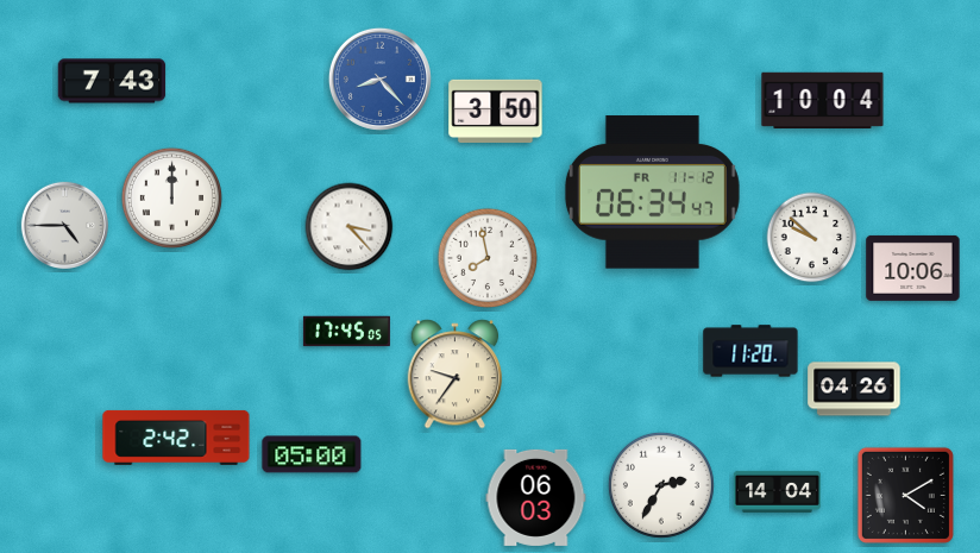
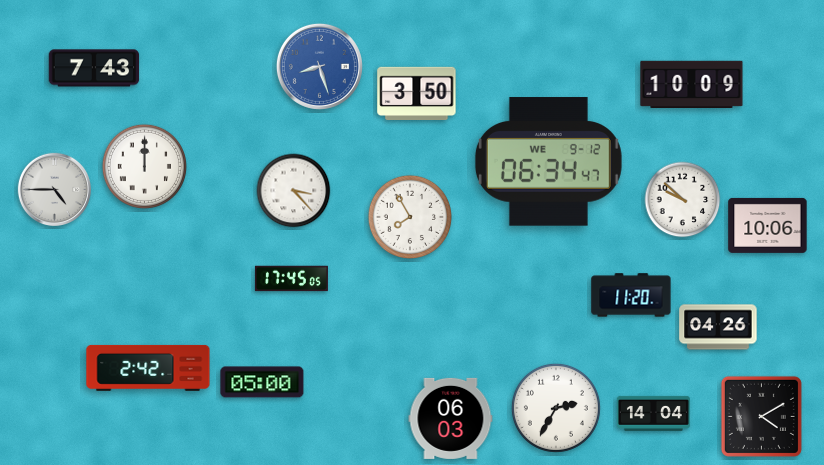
clock at (379, 78): 8:23 -> 8:27
clock at (823, 100): 10:04 -> 10:09
clock at (652, 193) date: FR 11-12 -> WE 9-12
clock at (486, 257): 7:58 -> 7:55
clock at (456, 375): 9:36 -> none
